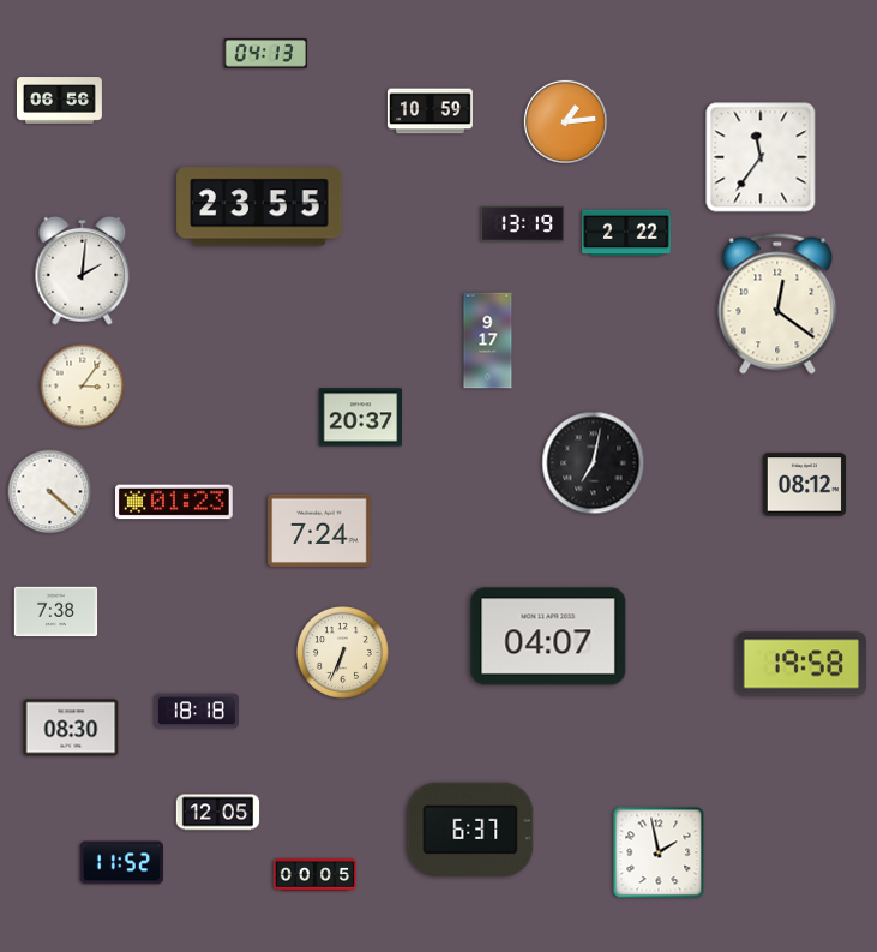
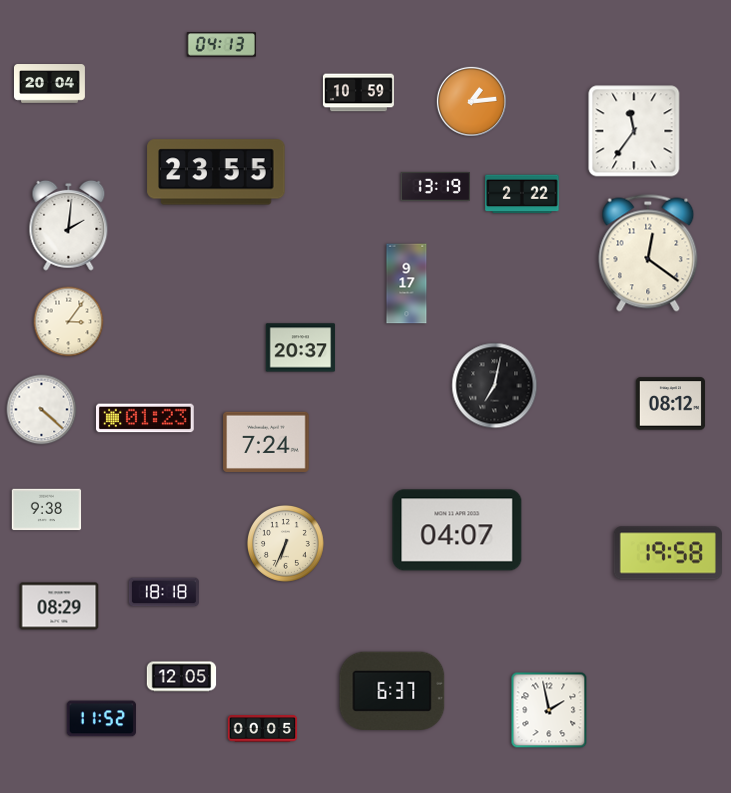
clock at (59, 101): 06:56 -> 20:04
clock at (56, 612): 7:38 -> 9:38
clock at (71, 728): 08:30 -> 08:29
